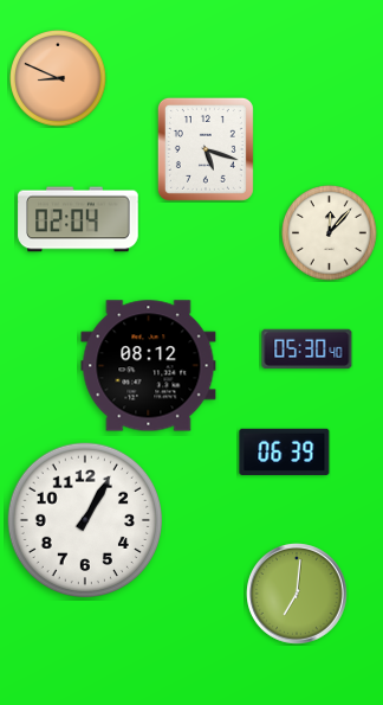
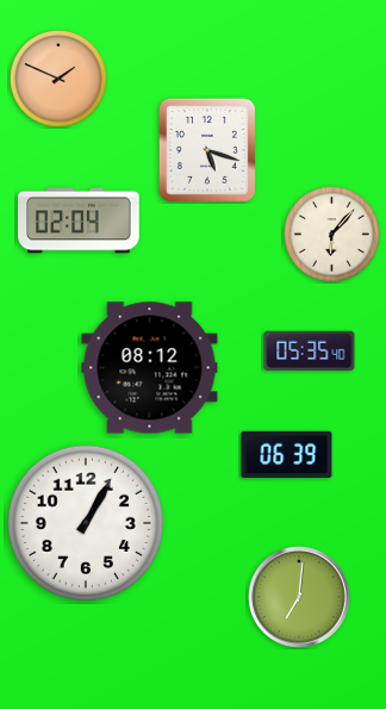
clock at (59, 79): 8:49 -> 1:49
clock at (330, 233): 12:07 -> 6:07
clock at (307, 348): 05:30 -> 05:35
